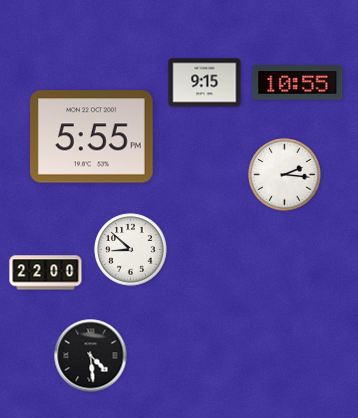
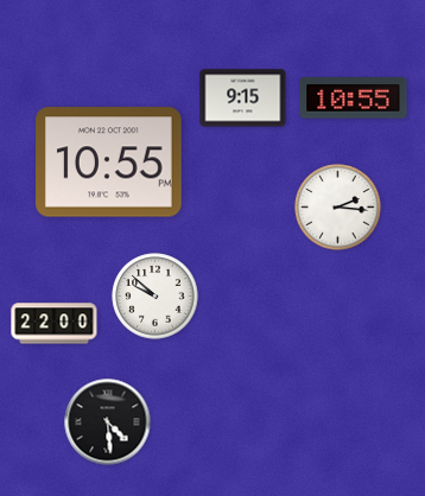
clock at (92, 137): 5:55 -> 10:55
clock at (131, 250): 8:52 -> 9:52
